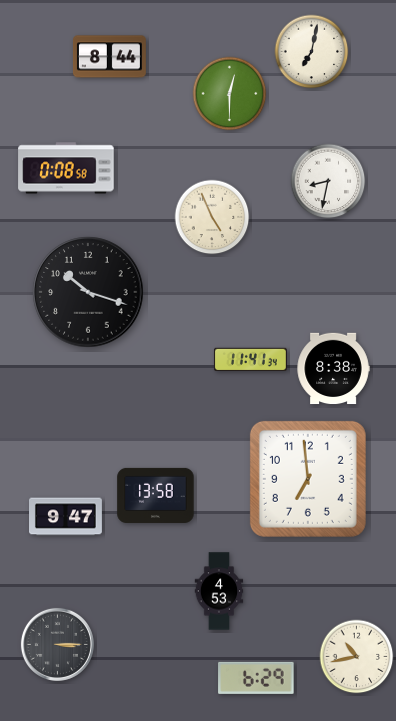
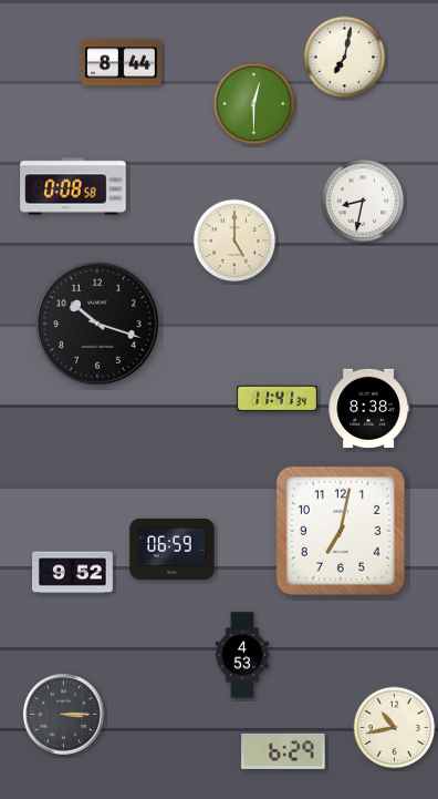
clock at (212, 217): 4:56 -> 5:00
clock at (308, 479): 6:59 -> 7:02
clock at (156, 495): 13:58 -> 06:59
clock at (66, 517): 9:47 -> 9:52
